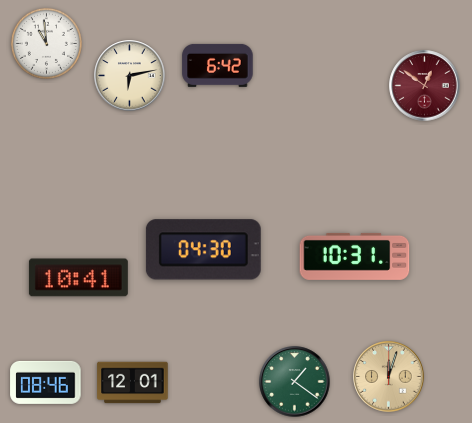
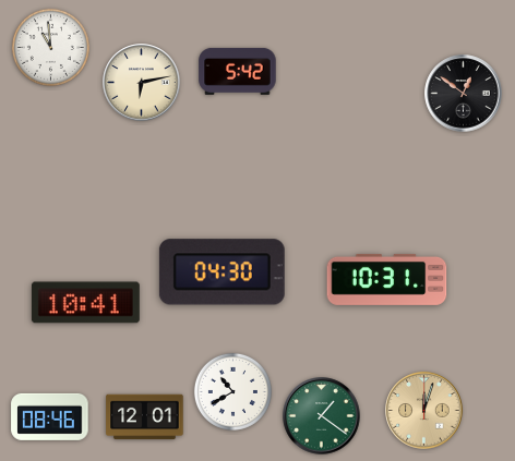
clock at (218, 65): 6:42 -> 5:42
clock at (425, 86) dial: burgundy -> black
clock at (232, 391): none -> 10:40
